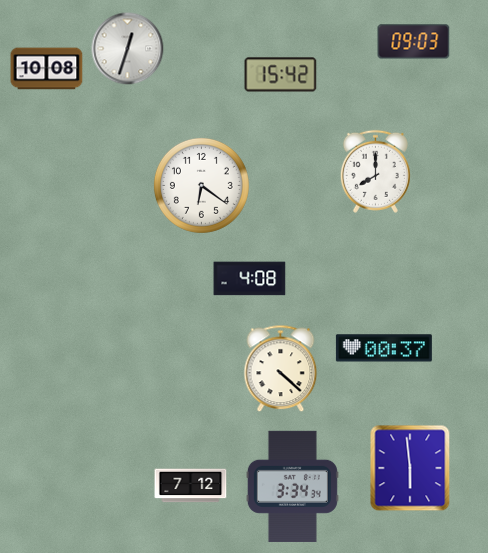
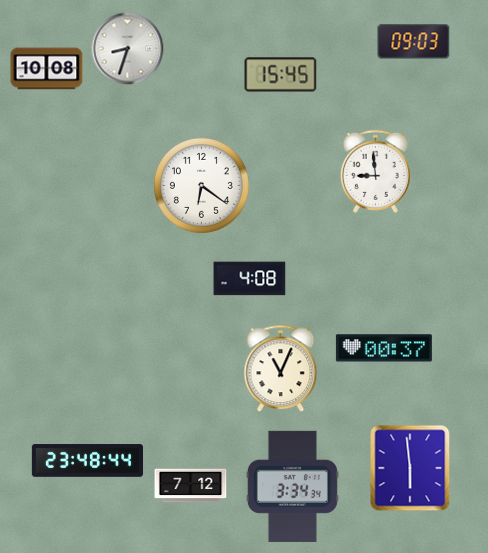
clock at (128, 49): 12:33 -> 8:33
clock at (281, 75): 15:42 -> 15:45
clock at (375, 171): 8:00 -> 8:59
clock at (281, 369): 4:22 -> 11:04
clock at (87, 461): none -> 23:48
